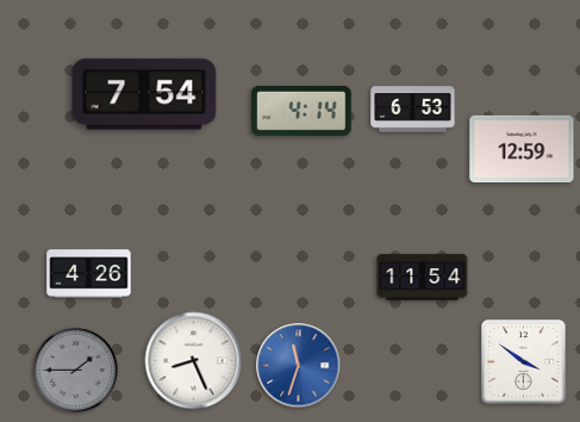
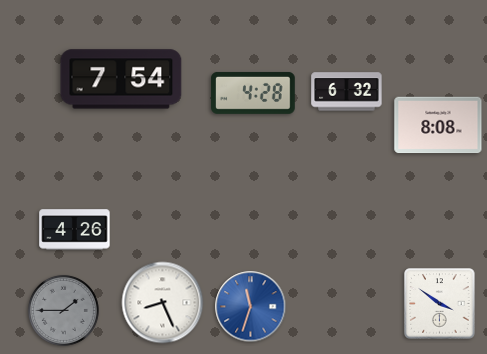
clock at (413, 110): 6:53 -> 6:32
clock at (301, 111): 4:14 -> 4:28
clock at (522, 149): 12:59 -> 8:08
clock at (423, 278): 11:54 -> none
